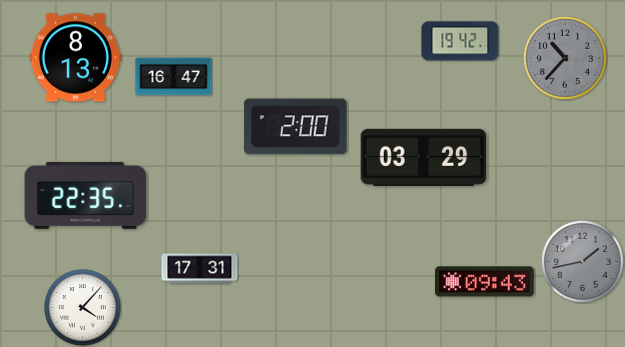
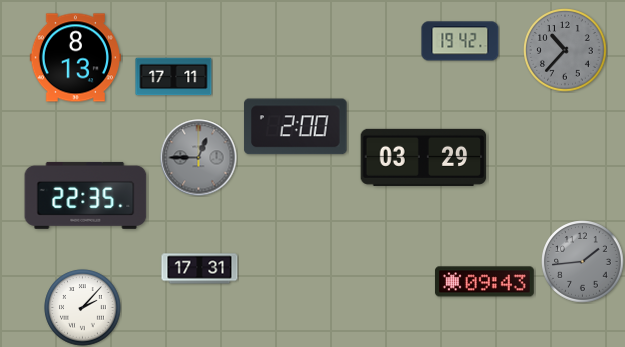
clock at (565, 58) position: (565, 58) -> (565, 50)
clock at (174, 77): 16:47 -> 17:11
clock at (199, 158): none -> 12:45
clock at (583, 262): 1:43 -> 1:44
clock at (83, 308): 4:07 -> 2:07
